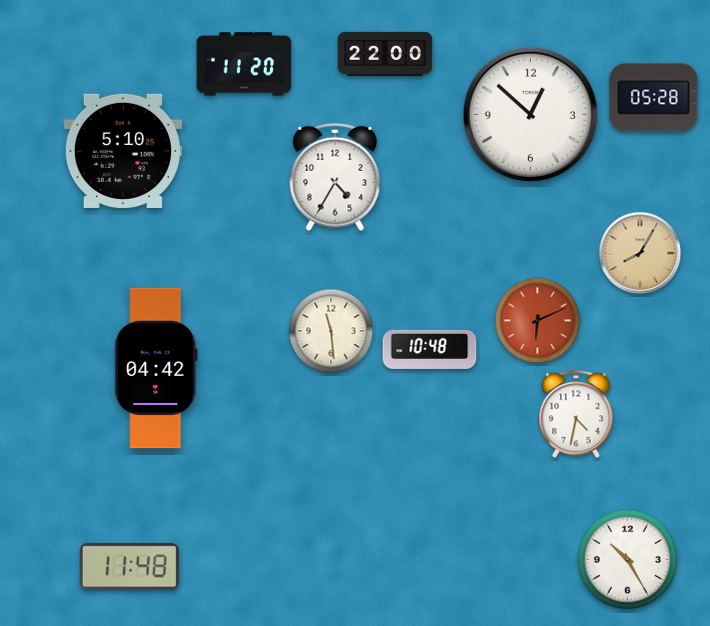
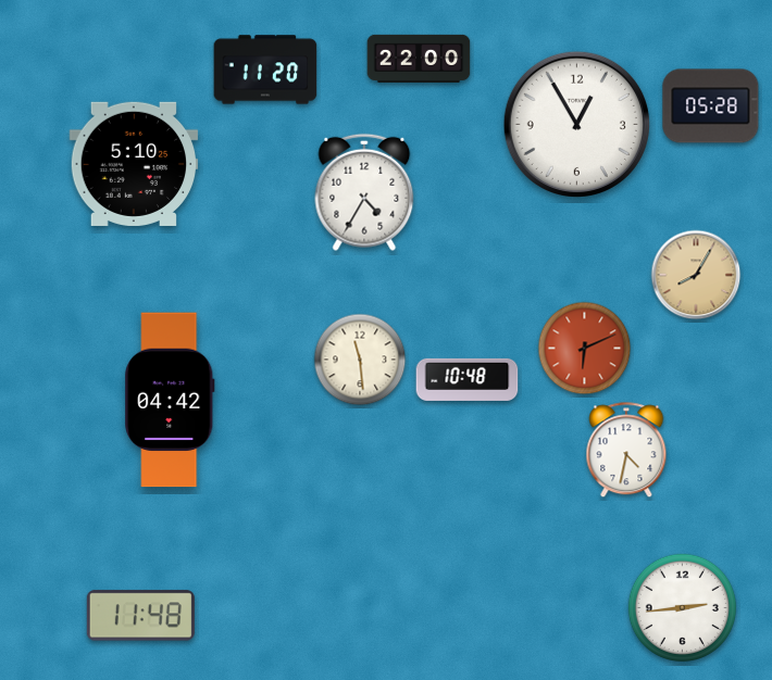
clock at (530, 114): 12:52 -> 12:55
clock at (627, 559): 10:25 -> 2:44
